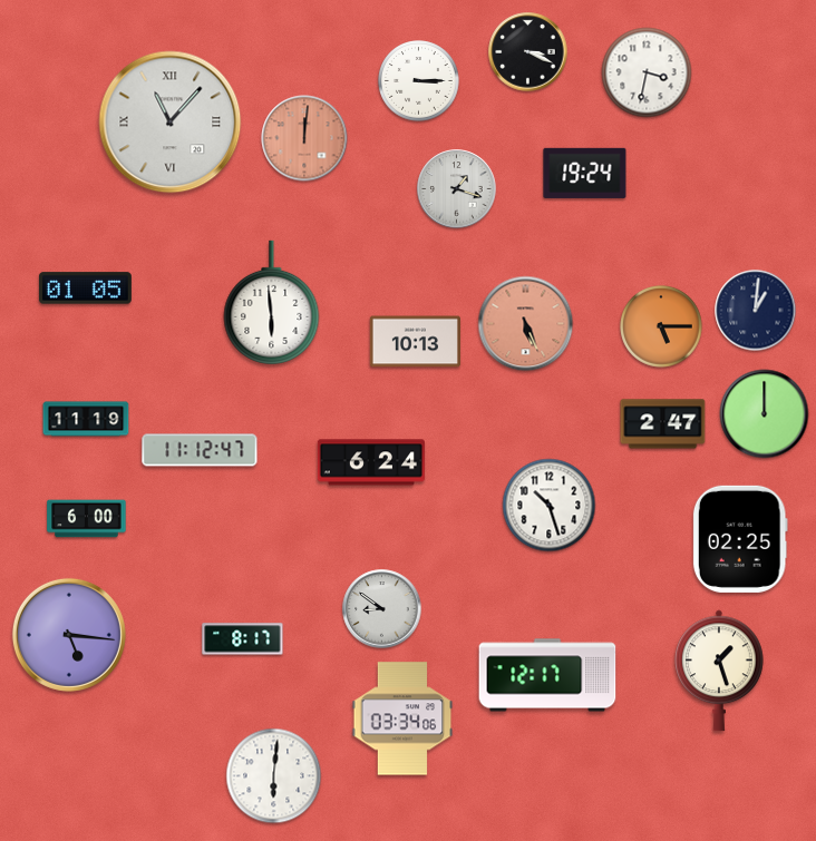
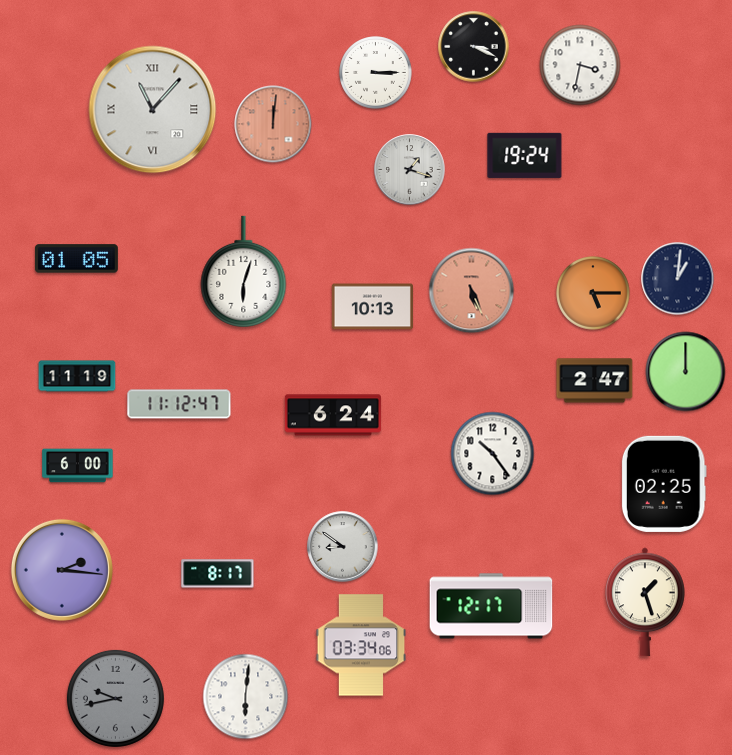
clock at (272, 303): 5:59 -> 6:03
clock at (550, 506): 10:27 -> 10:24
clock at (69, 635): 5:16 -> 2:16
clock at (115, 698): none -> 9:43
